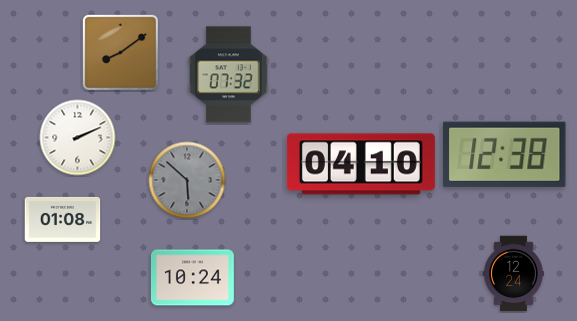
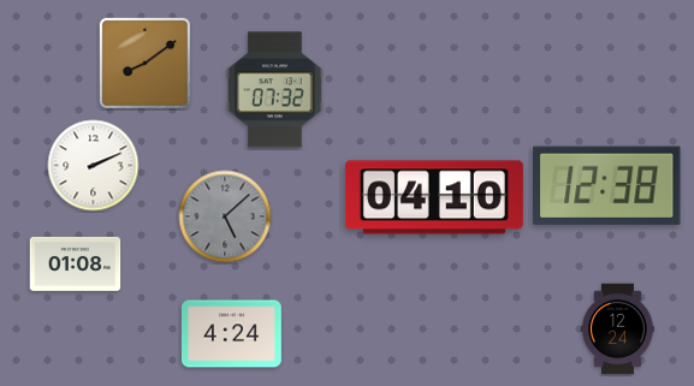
clock at (187, 180): 5:52 -> 5:08
clock at (192, 278): 10:24 -> 4:24
